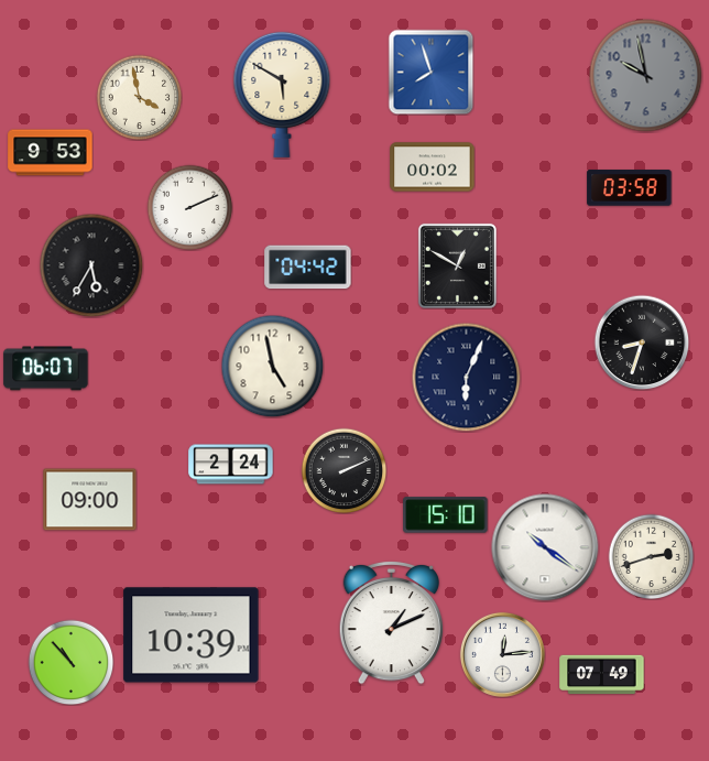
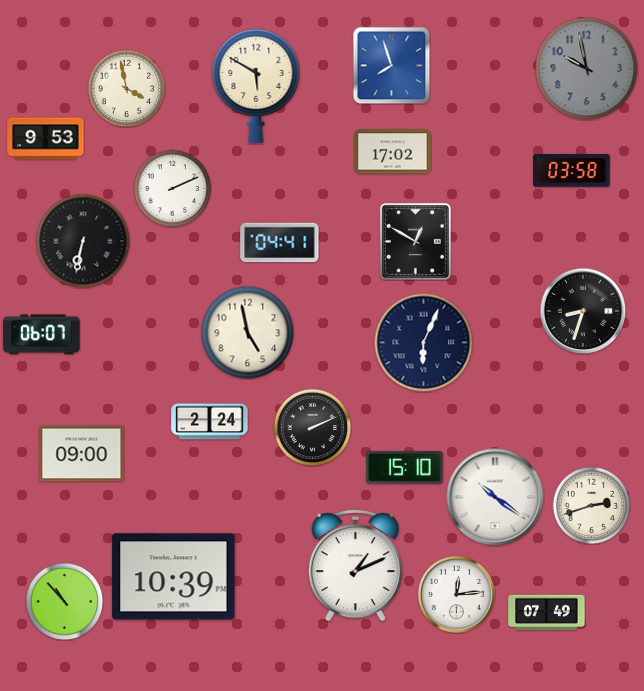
clock at (433, 167): 00:02 -> 17:02
clock at (91, 265): 5:35 -> 6:32
clock at (308, 268): 04:42 -> 04:41
